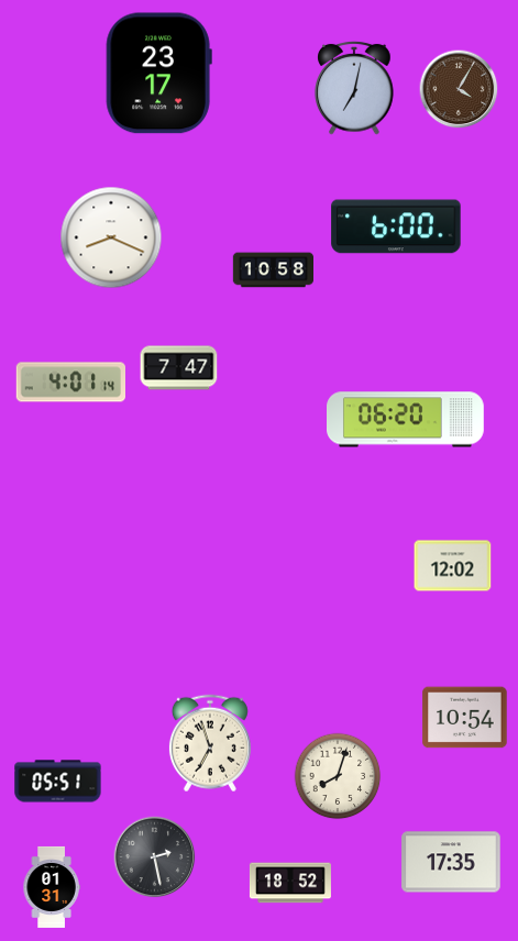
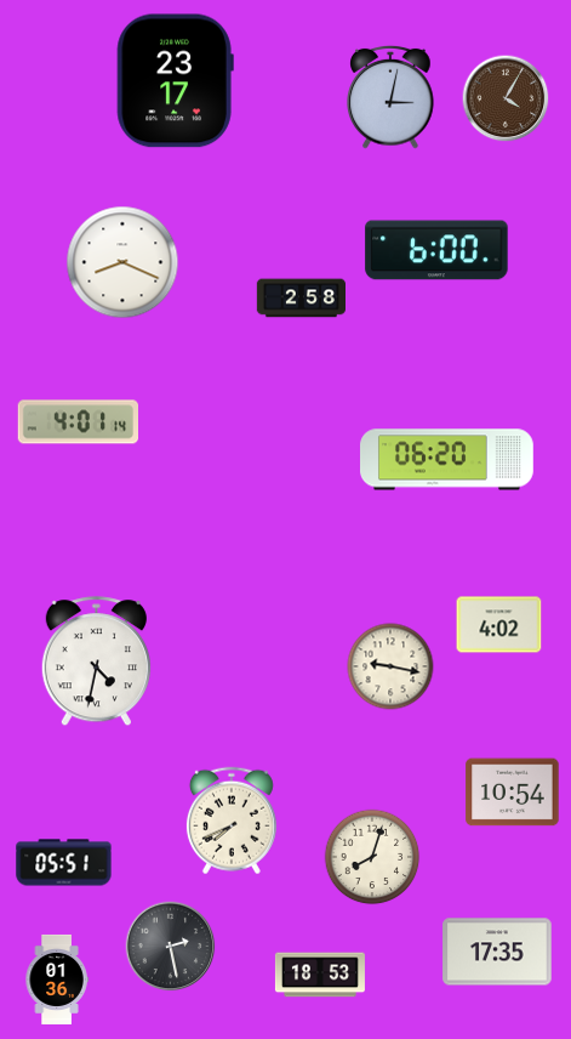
clock at (354, 88): 7:02 -> 3:02
clock at (273, 270): 10:58 -> 2:58
clock at (179, 368): 7:47 -> none
clock at (406, 420) position: (406, 420) -> (447, 460)
clock at (453, 566): 12:02 -> 4:02
clock at (96, 662): none -> 4:32
clock at (390, 666): none -> 9:17
clock at (210, 743): 6:57 -> 7:41
clock at (290, 883): 18:52 -> 18:53
clock at (52, 887): 01:31 -> 01:36
